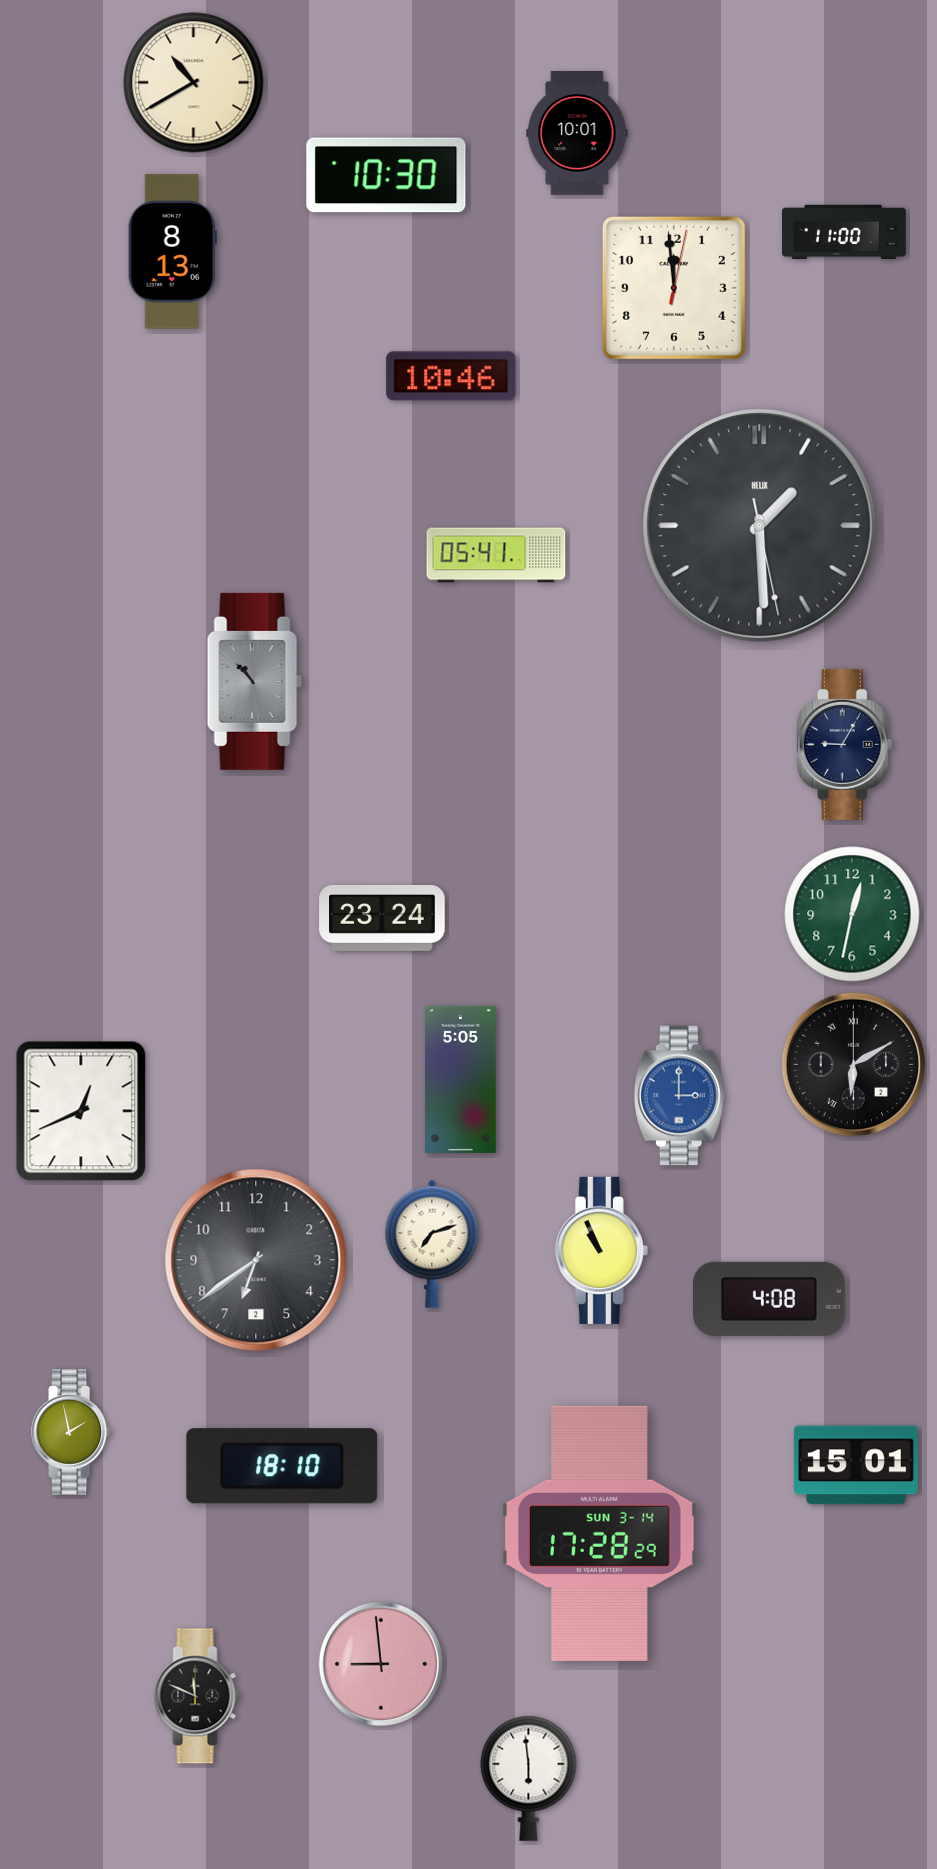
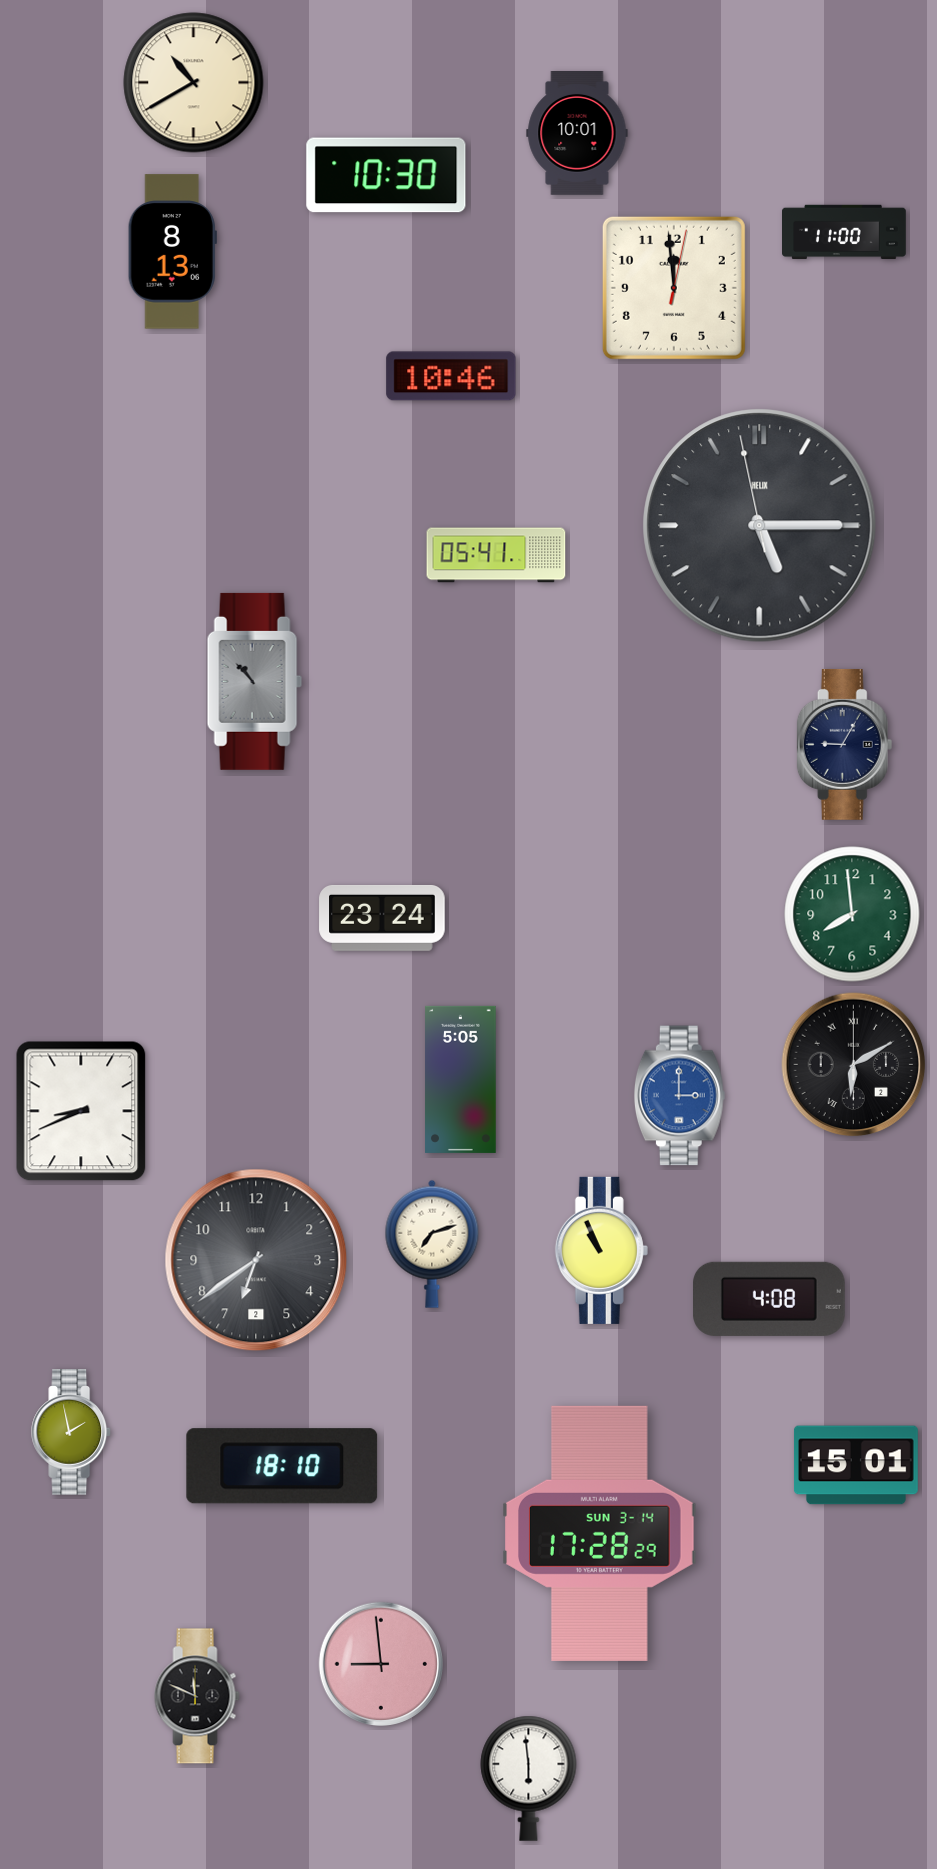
clock at (760, 526): 1:29 -> 5:14
clock at (852, 914): 12:32 -> 7:59
clock at (81, 1111): 12:41 -> 8:41
